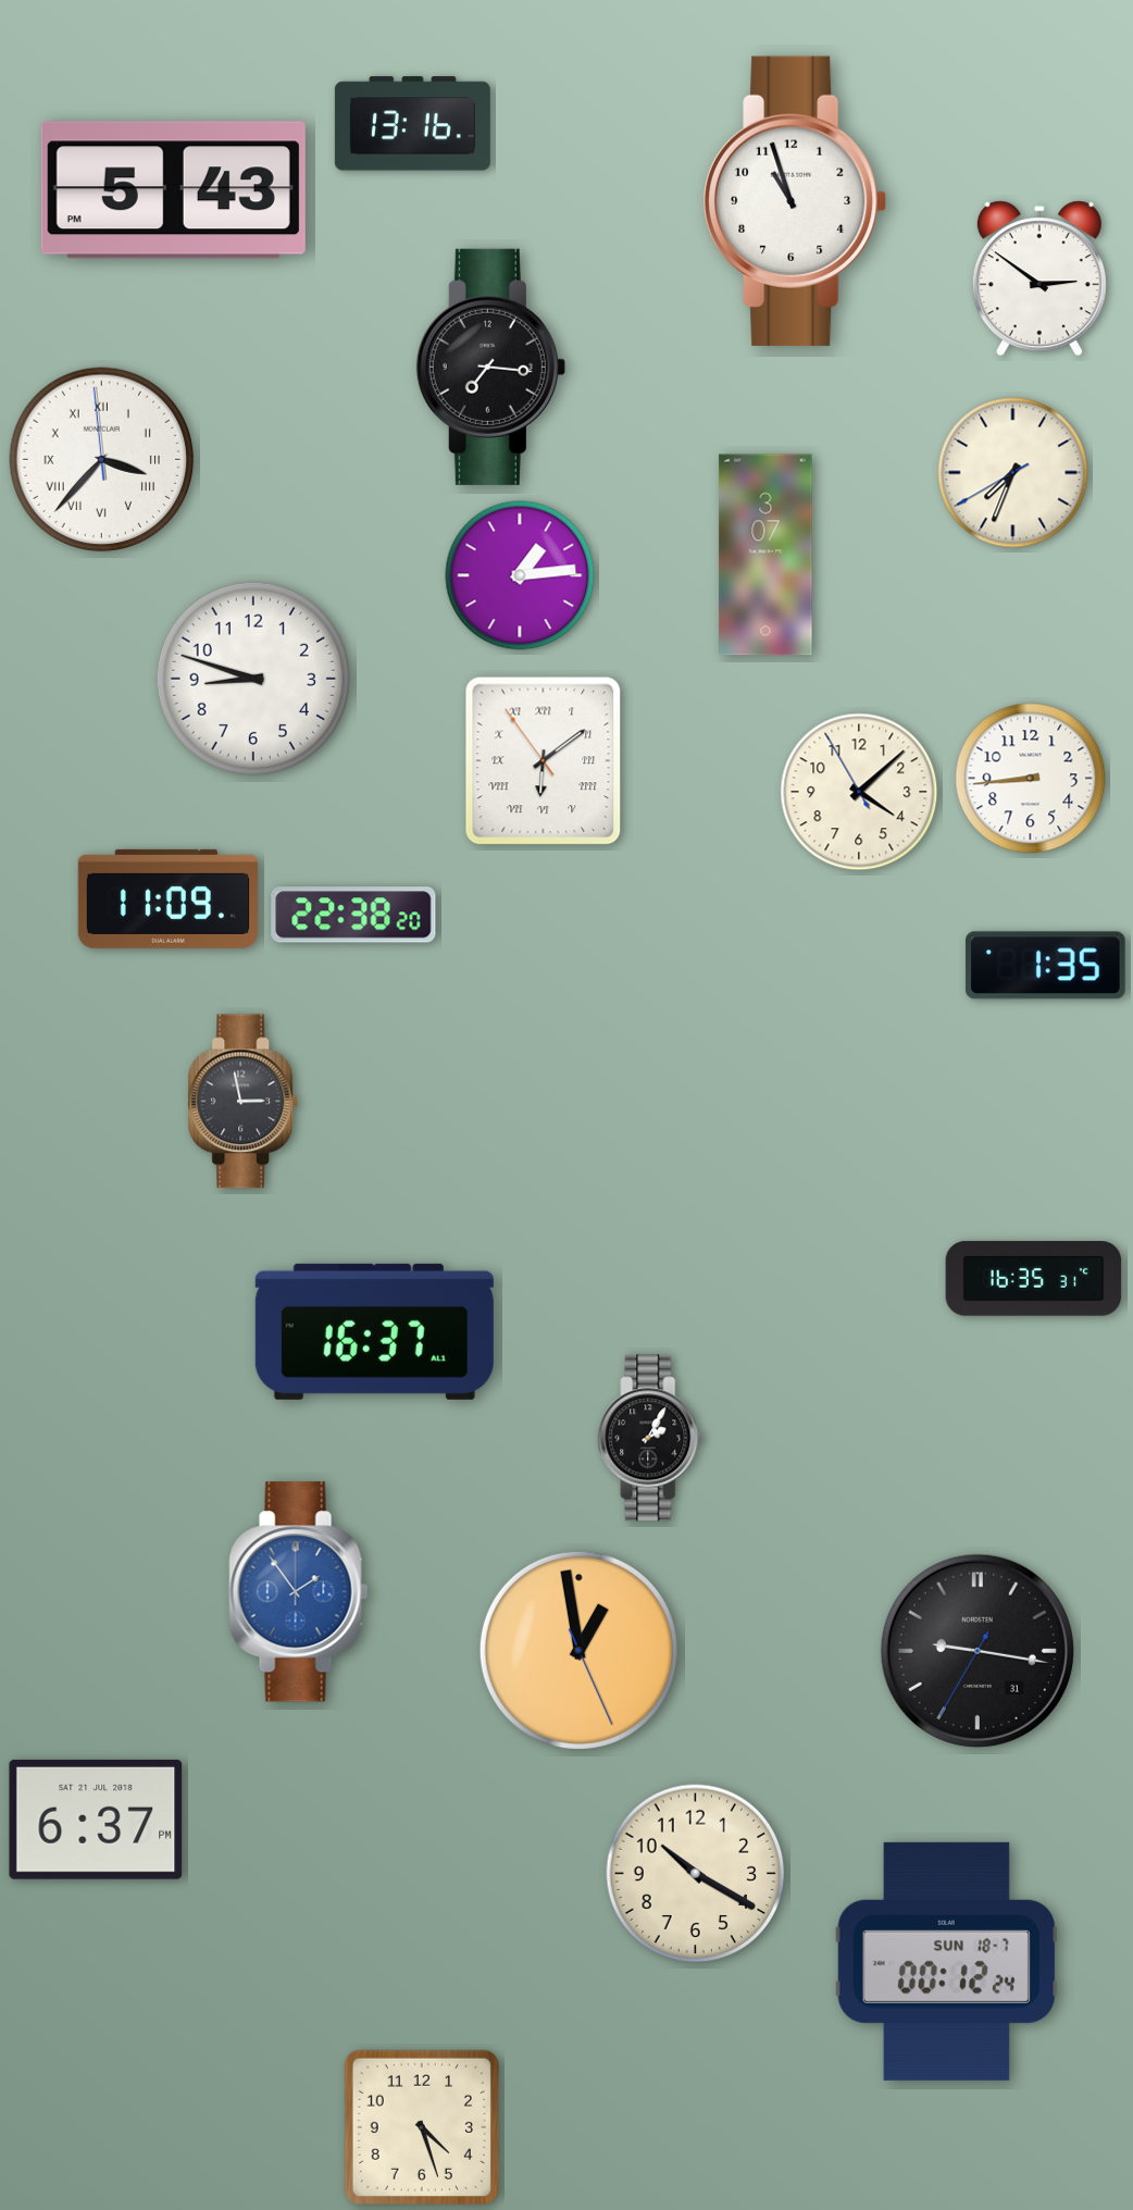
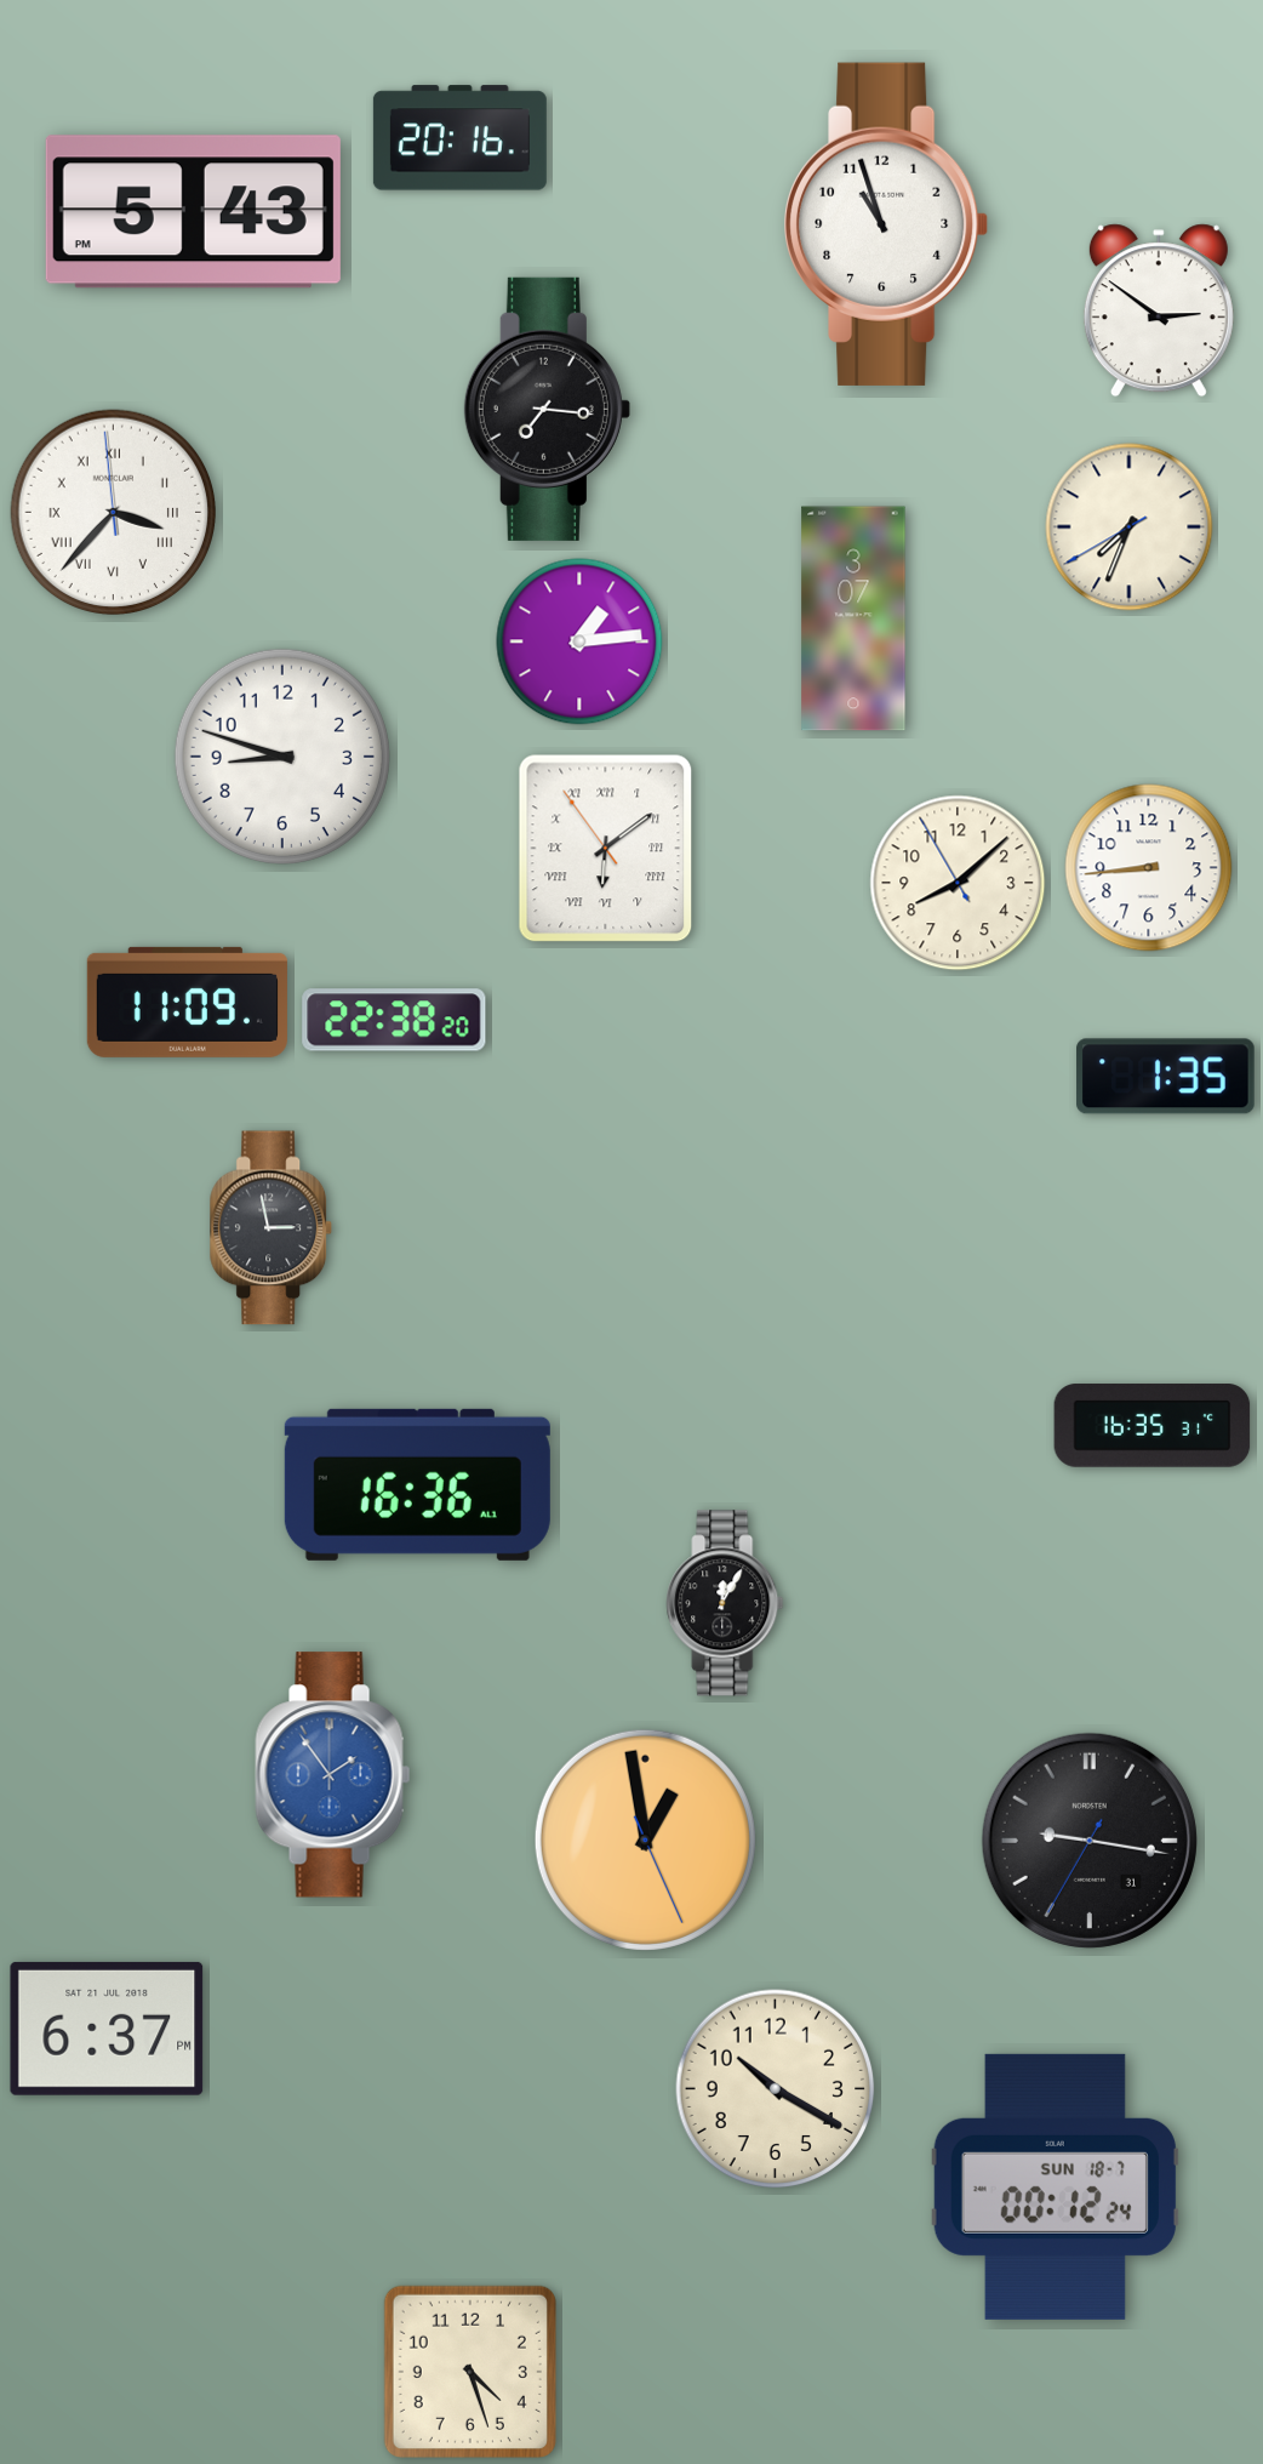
clock at (412, 124): 13:16 -> 20:16
clock at (859, 792): 4:07 -> 8:07
clock at (374, 1331): 16:37 -> 16:36
clock at (650, 1438): 2:05 -> 12:05
